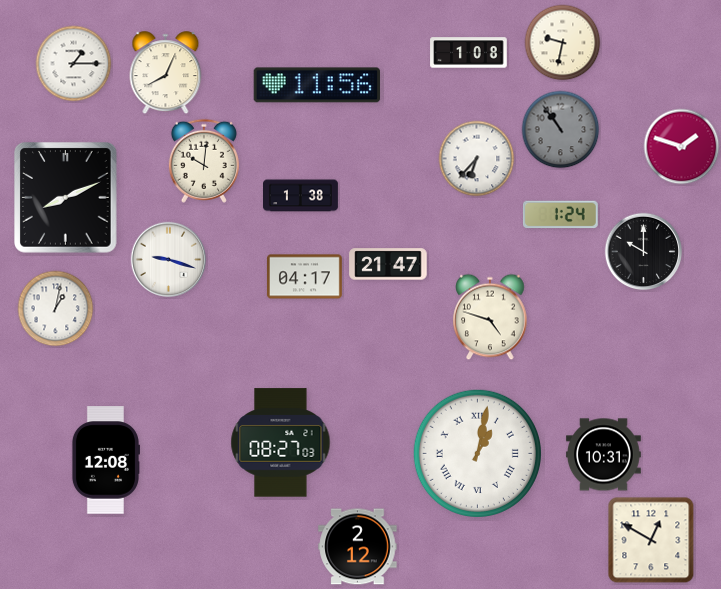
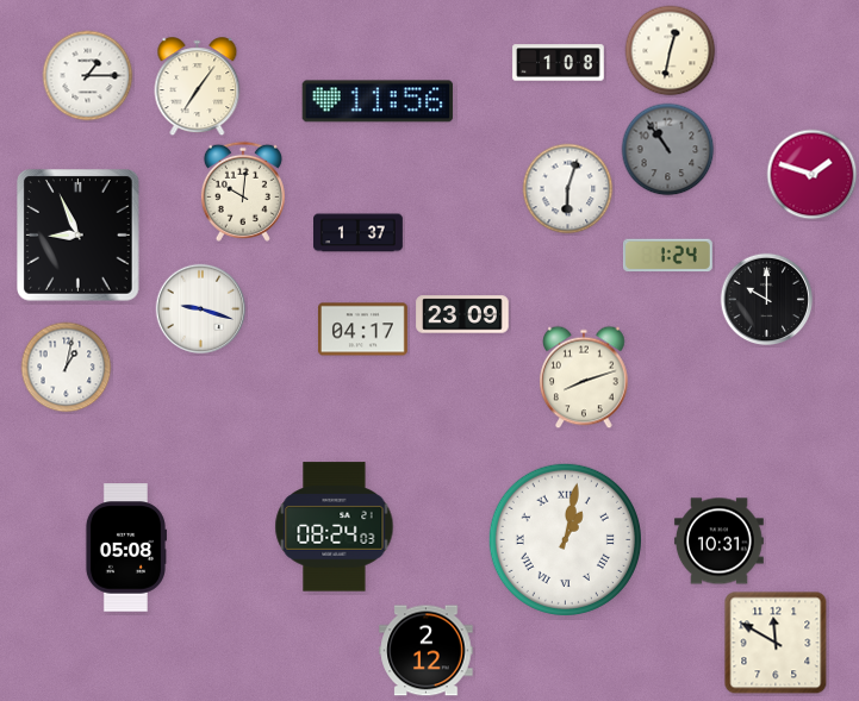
clock at (563, 43): 9:32 -> 12:32
clock at (166, 73): 8:04 -> 7:06
clock at (561, 130) position: (561, 130) -> (668, 150)
clock at (477, 159): 6:37 -> 6:03
clock at (301, 196): 1:38 -> 1:37
clock at (66, 198): 8:11 -> 8:56
clock at (388, 264): 21:47 -> 23:09
clock at (490, 317): 4:48 -> 8:12
clock at (281, 443): 08:27 -> 08:24
clock at (477, 453) position: (477, 453) -> (565, 539)
clock at (105, 460): 12:08 -> 05:08
clock at (651, 540): 12:50 -> 11:50
